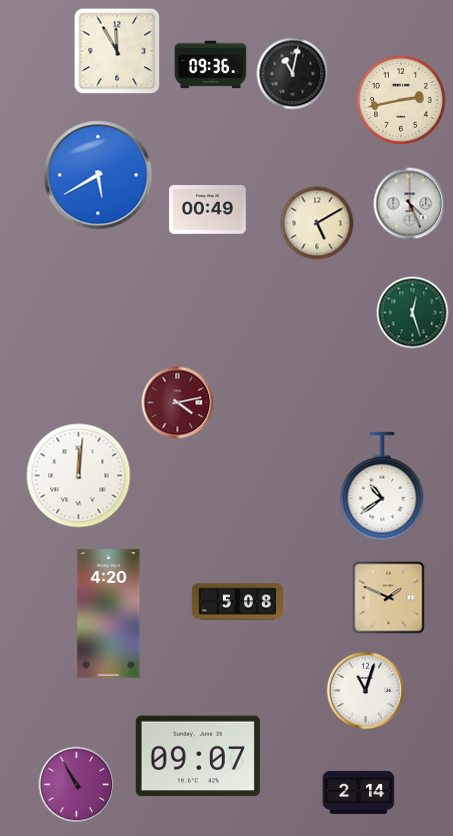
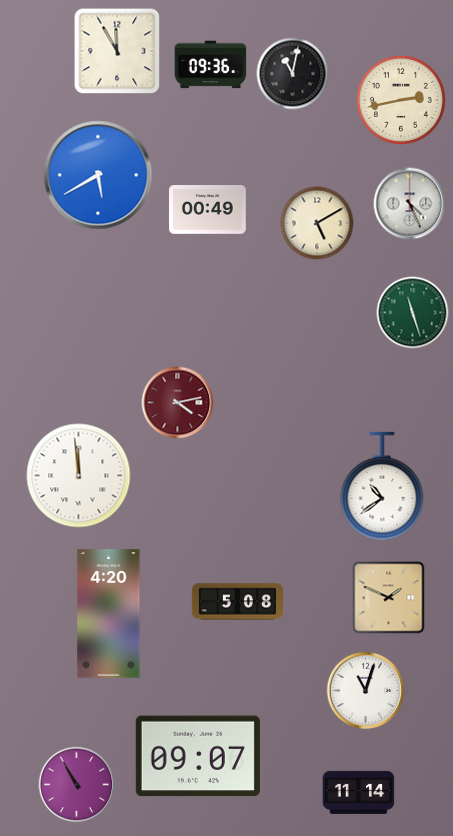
clock at (413, 313): 12:27 -> 11:27
clock at (79, 476): 12:01 -> 11:59
clock at (359, 792): 2:14 -> 11:14
